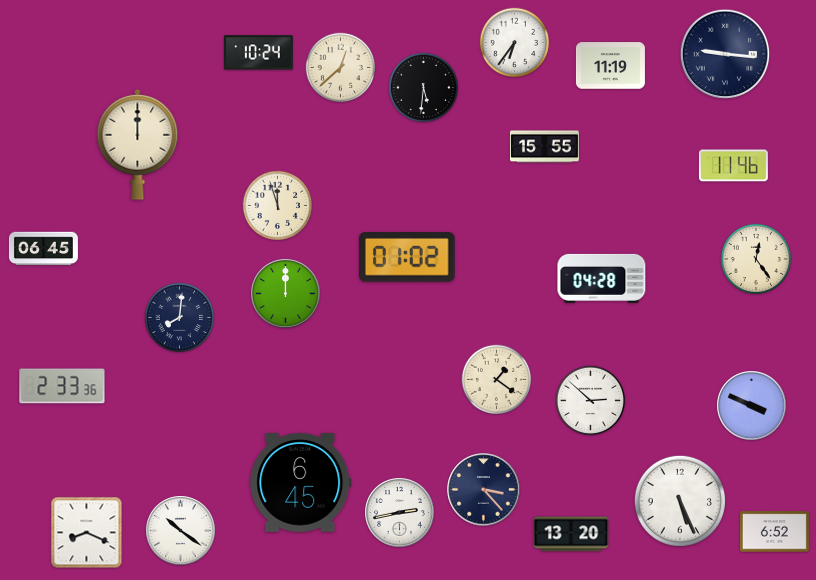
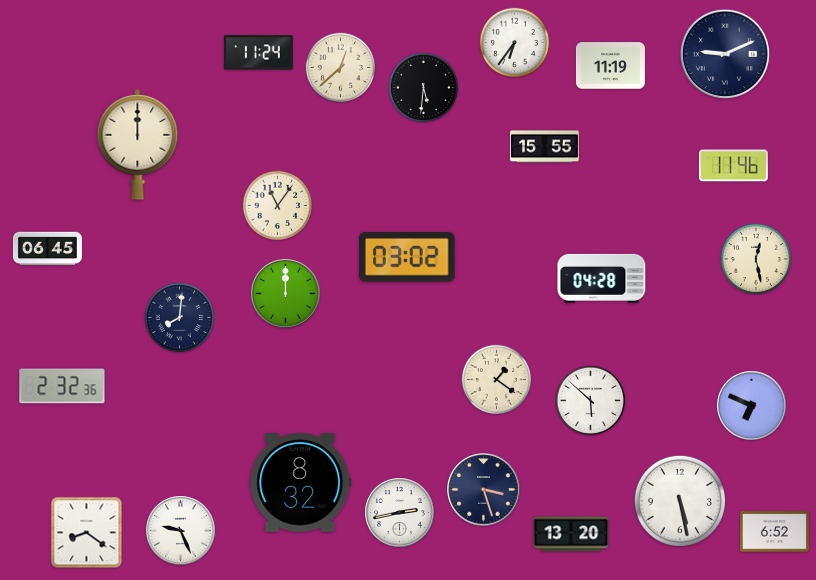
clock at (258, 53): 10:24 -> 11:24
clock at (725, 54): 9:16 -> 9:11
clock at (278, 206): 11:57 -> 11:06
clock at (43, 249) position: (43, 249) -> (47, 249)
clock at (408, 257): 01:02 -> 03:02
clock at (755, 258): 12:24 -> 12:28
clock at (62, 386): 2:33 -> 2:32
clock at (591, 401): 2:52 -> 5:52
clock at (752, 406): 3:49 -> 6:49
clock at (301, 483): 6:45 -> 8:32
clock at (484, 490): 3:23 -> 3:27
clock at (680, 501): 5:26 -> 5:28
clock at (181, 531): 10:21 -> 9:26
clock at (87, 533): 8:19 -> 8:21
